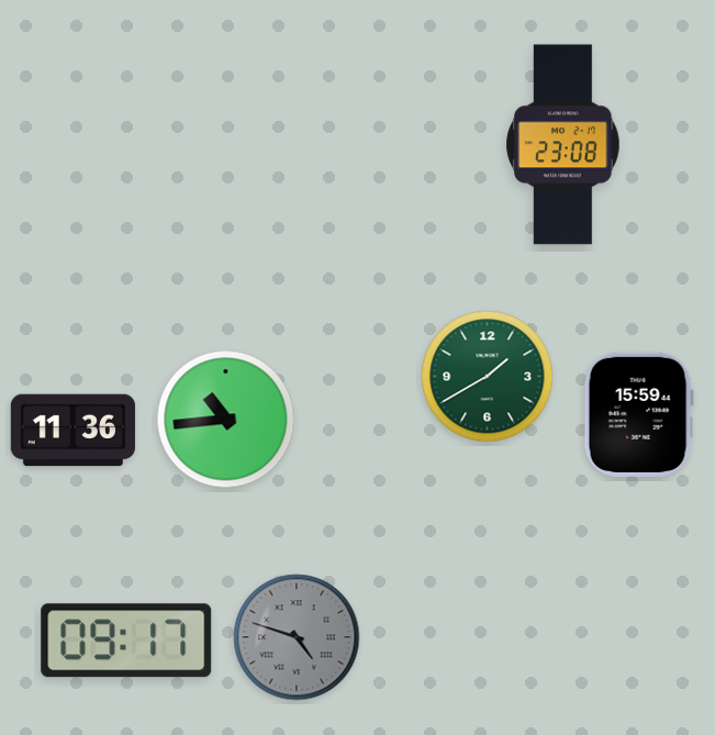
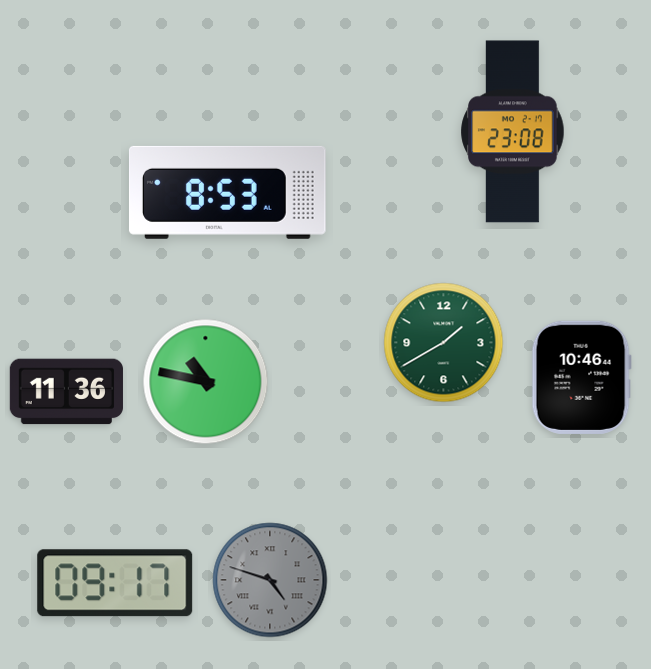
clock at (228, 192): none -> 8:53
clock at (638, 414): 15:59 -> 10:46
clock at (226, 420): 10:44 -> 10:47
